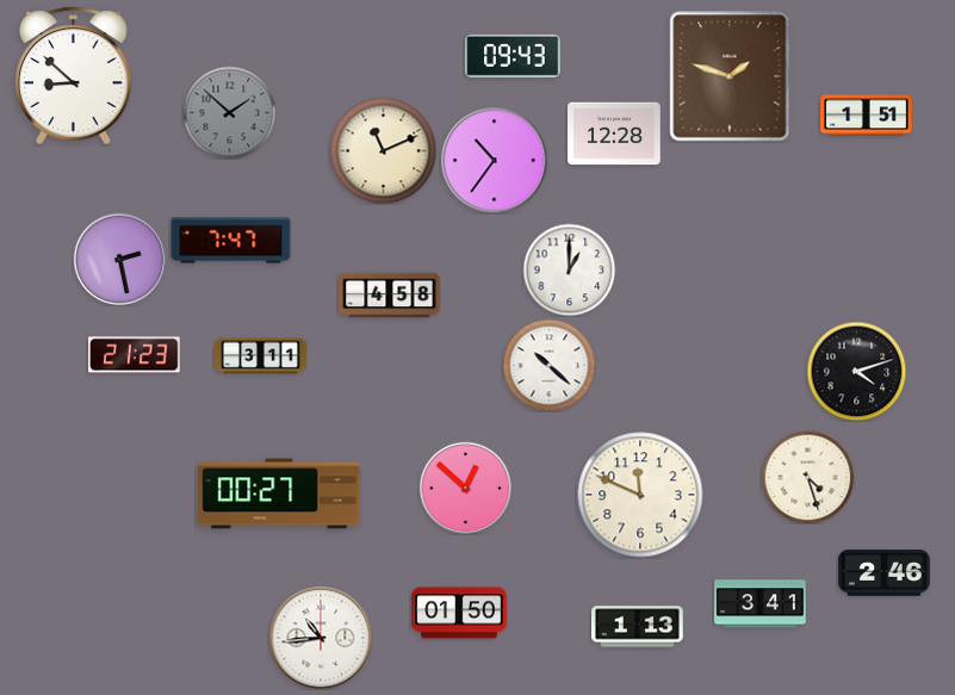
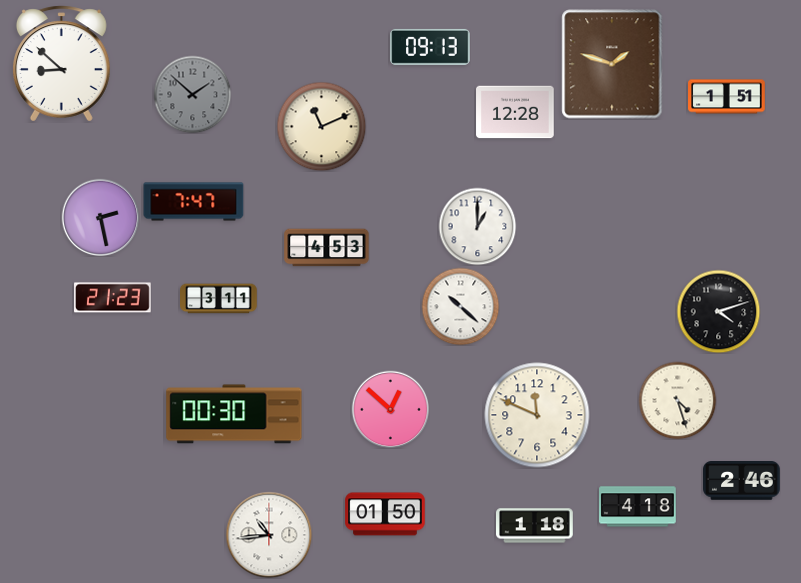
clock at (513, 56): 09:43 -> 09:13
clock at (494, 160): 10:36 -> none
clock at (390, 296): 4:58 -> 4:53
clock at (279, 494): 00:27 -> 00:30
clock at (761, 604): 3:41 -> 4:18
clock at (638, 627): 1:13 -> 1:18
